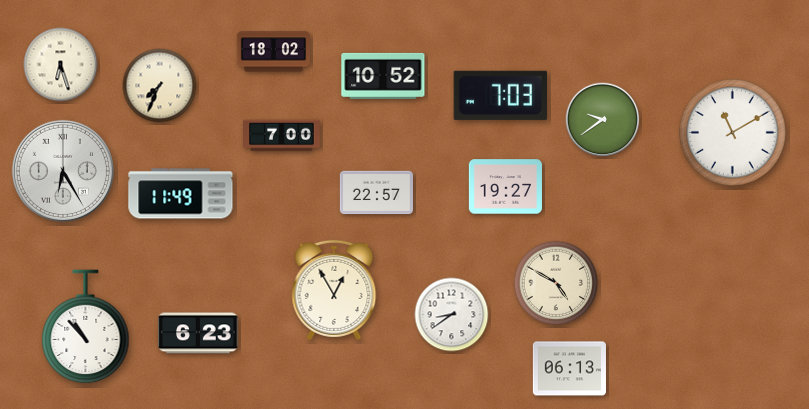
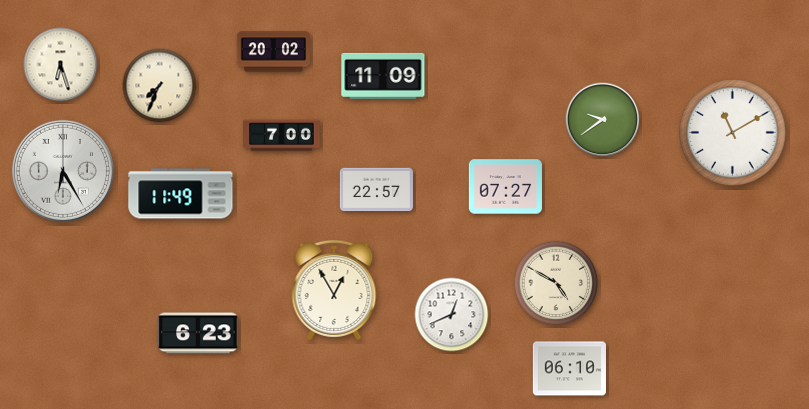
clock at (273, 52): 18:02 -> 20:02
clock at (383, 76): 10:52 -> 11:09
clock at (500, 95): 7:03 -> none
clock at (505, 187): 19:27 -> 07:27
clock at (376, 193) position: (376, 193) -> (376, 190)
clock at (452, 315): 8:39 -> 12:41
clock at (86, 327): 10:53 -> none
clock at (569, 369): 06:13 -> 06:10
